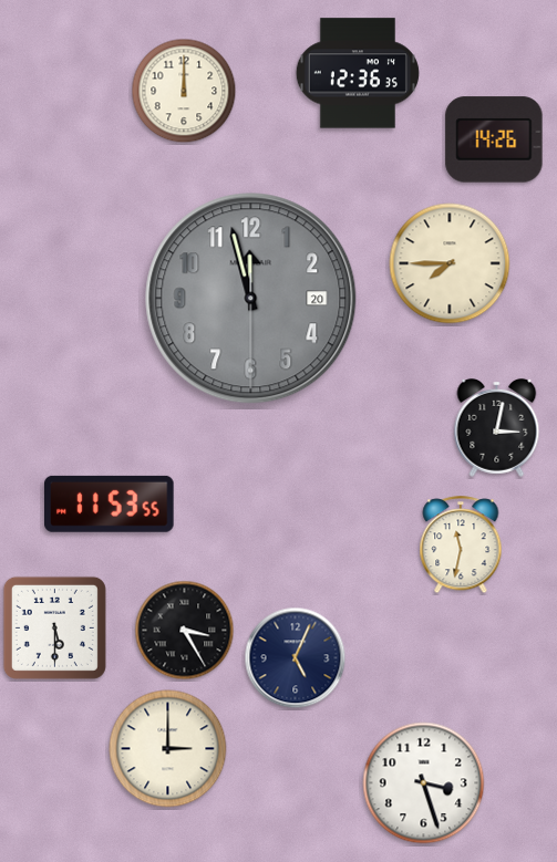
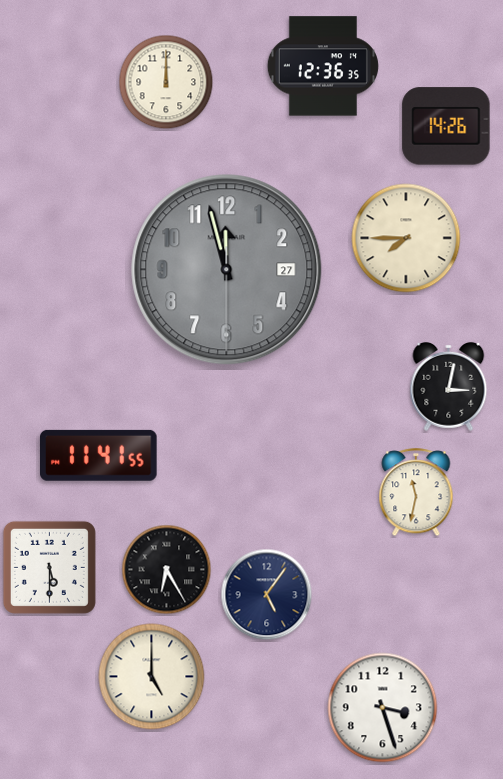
clock at (251, 299) date: 20 -> 27
clock at (110, 503): 11:53 -> 11:41
clock at (185, 631): 3:25 -> 6:25
clock at (296, 658): 5:04 -> 5:06
clock at (168, 749): 3:00 -> 5:00
